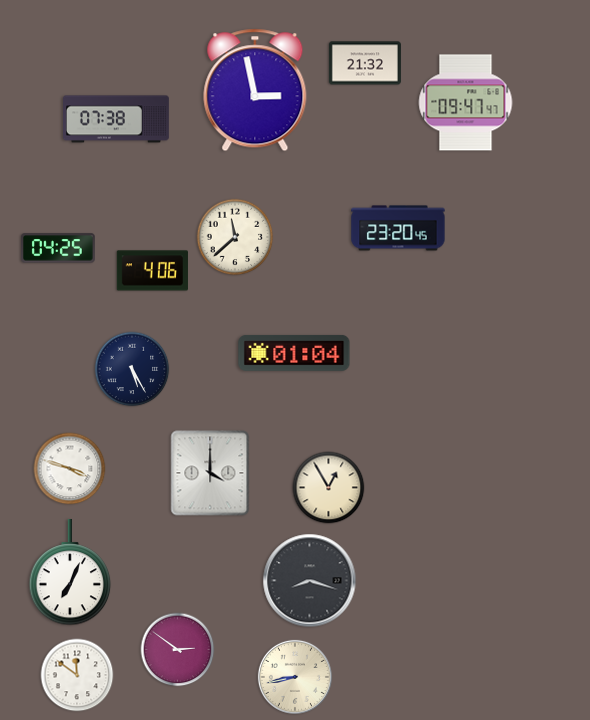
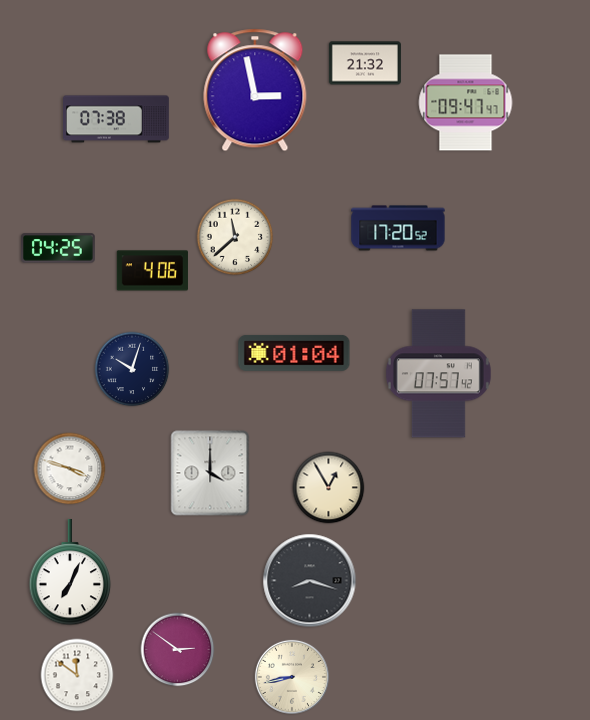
clock at (398, 228): 23:20 -> 17:20
clock at (132, 369): 5:25 -> 10:03
clock at (438, 374): none -> 07:57
clock at (295, 677) position: (295, 677) -> (292, 677)
